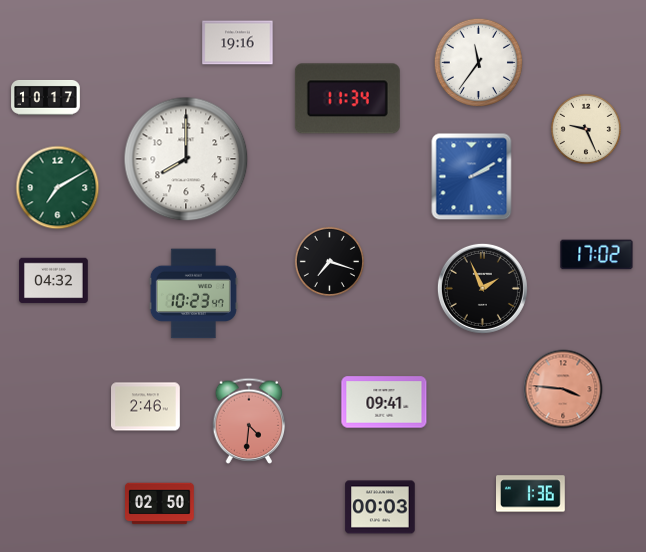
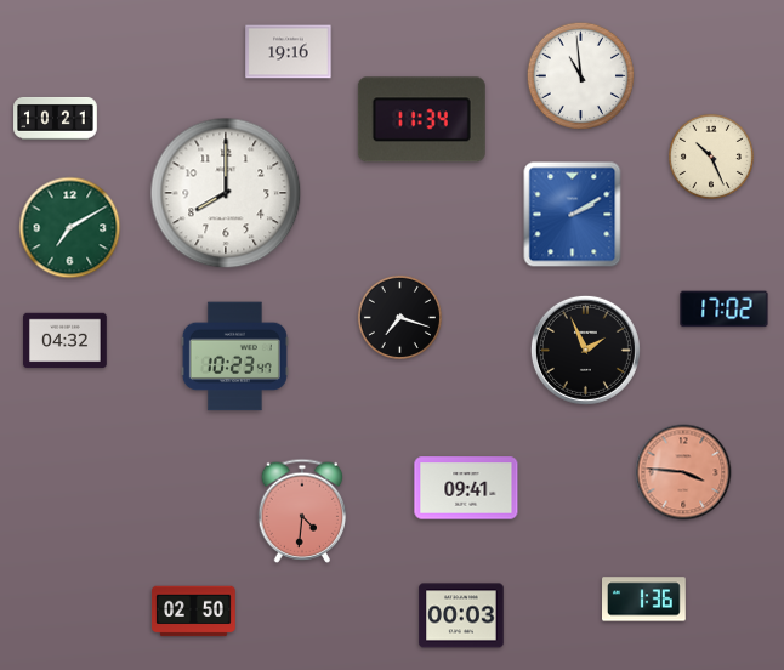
clock at (478, 62): 11:36 -> 10:59
clock at (46, 98): 10:17 -> 10:21
clock at (586, 129): 9:26 -> 10:26
clock at (146, 407): 2:46 -> none
